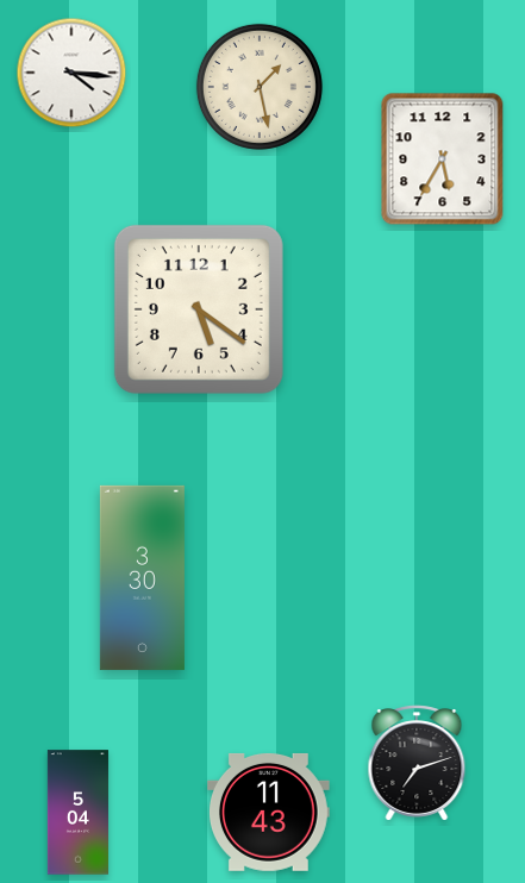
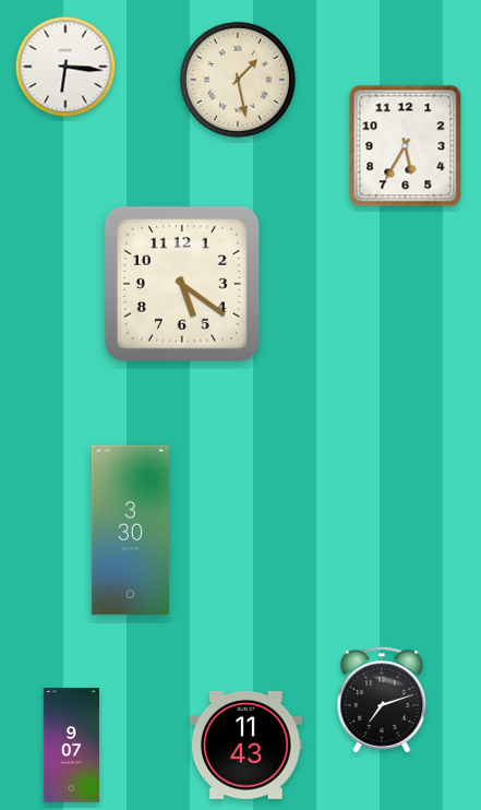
clock at (71, 73): 4:16 -> 6:16
clock at (77, 813): 5:04 -> 9:07
